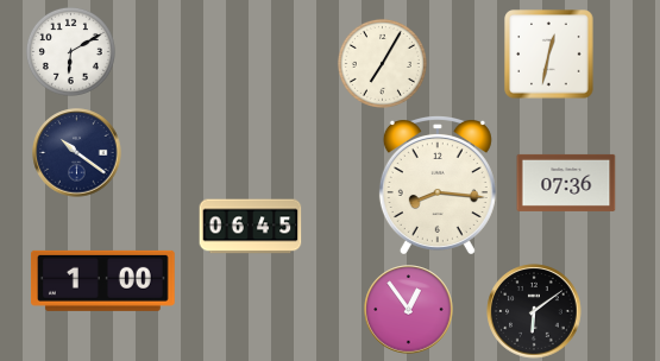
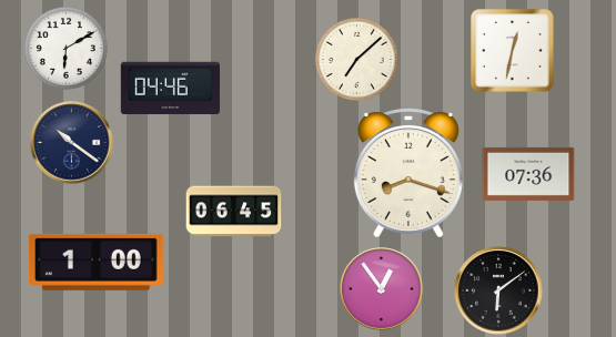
clock at (382, 63): 7:05 -> 7:08
clock at (170, 89): none -> 04:46
clock at (566, 183) position: (566, 183) -> (528, 174)
clock at (438, 185): 8:16 -> 8:18
